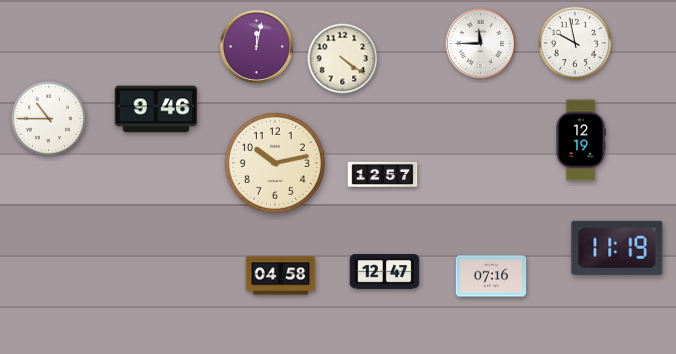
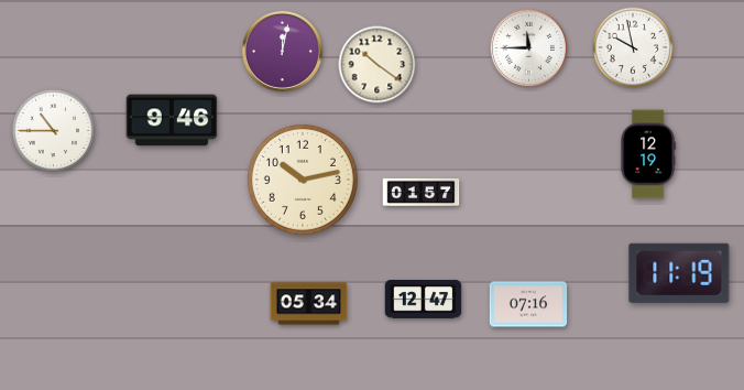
clock at (343, 59): 4:21 -> 10:21
clock at (581, 140) position: (581, 140) -> (648, 154)
clock at (383, 174): 12:57 -> 01:57
clock at (281, 276): 04:58 -> 05:34
clock at (491, 276) position: (491, 276) -> (528, 304)
